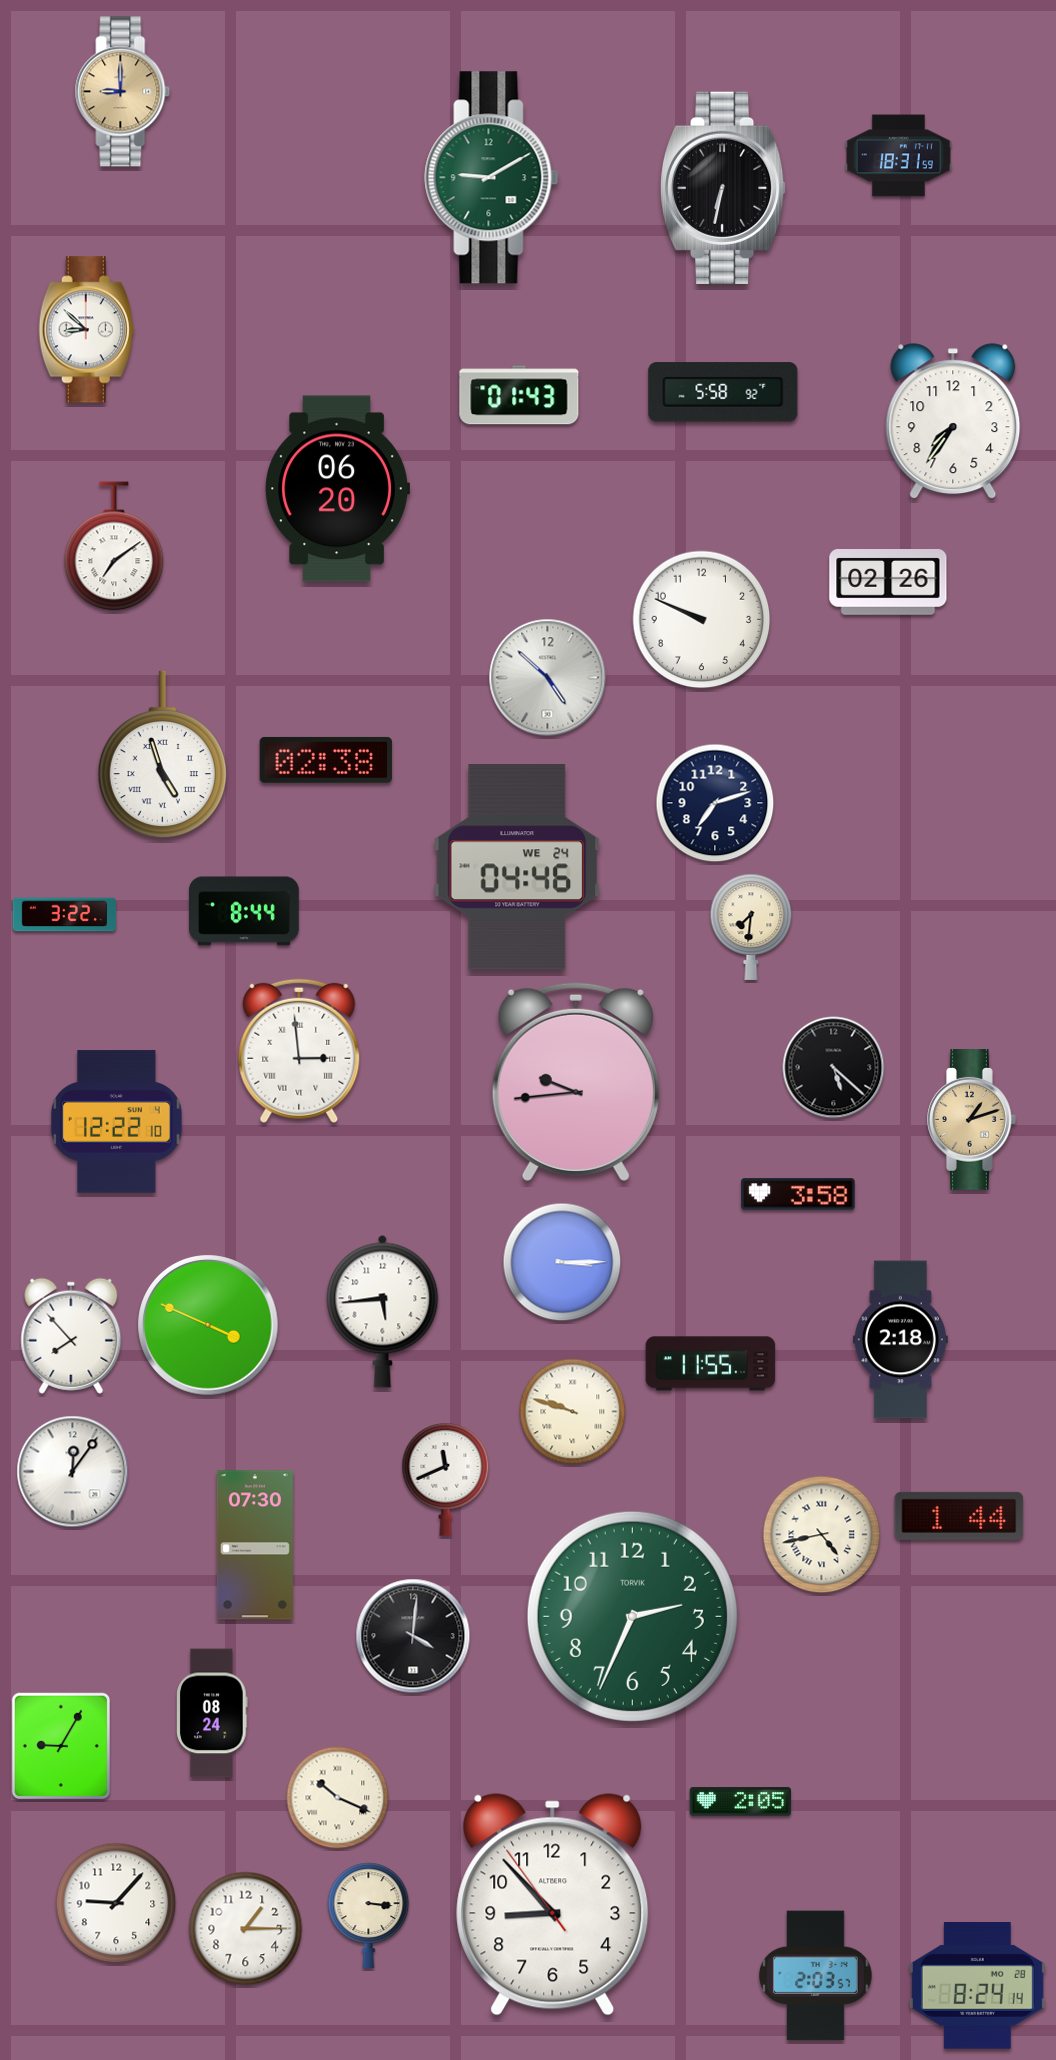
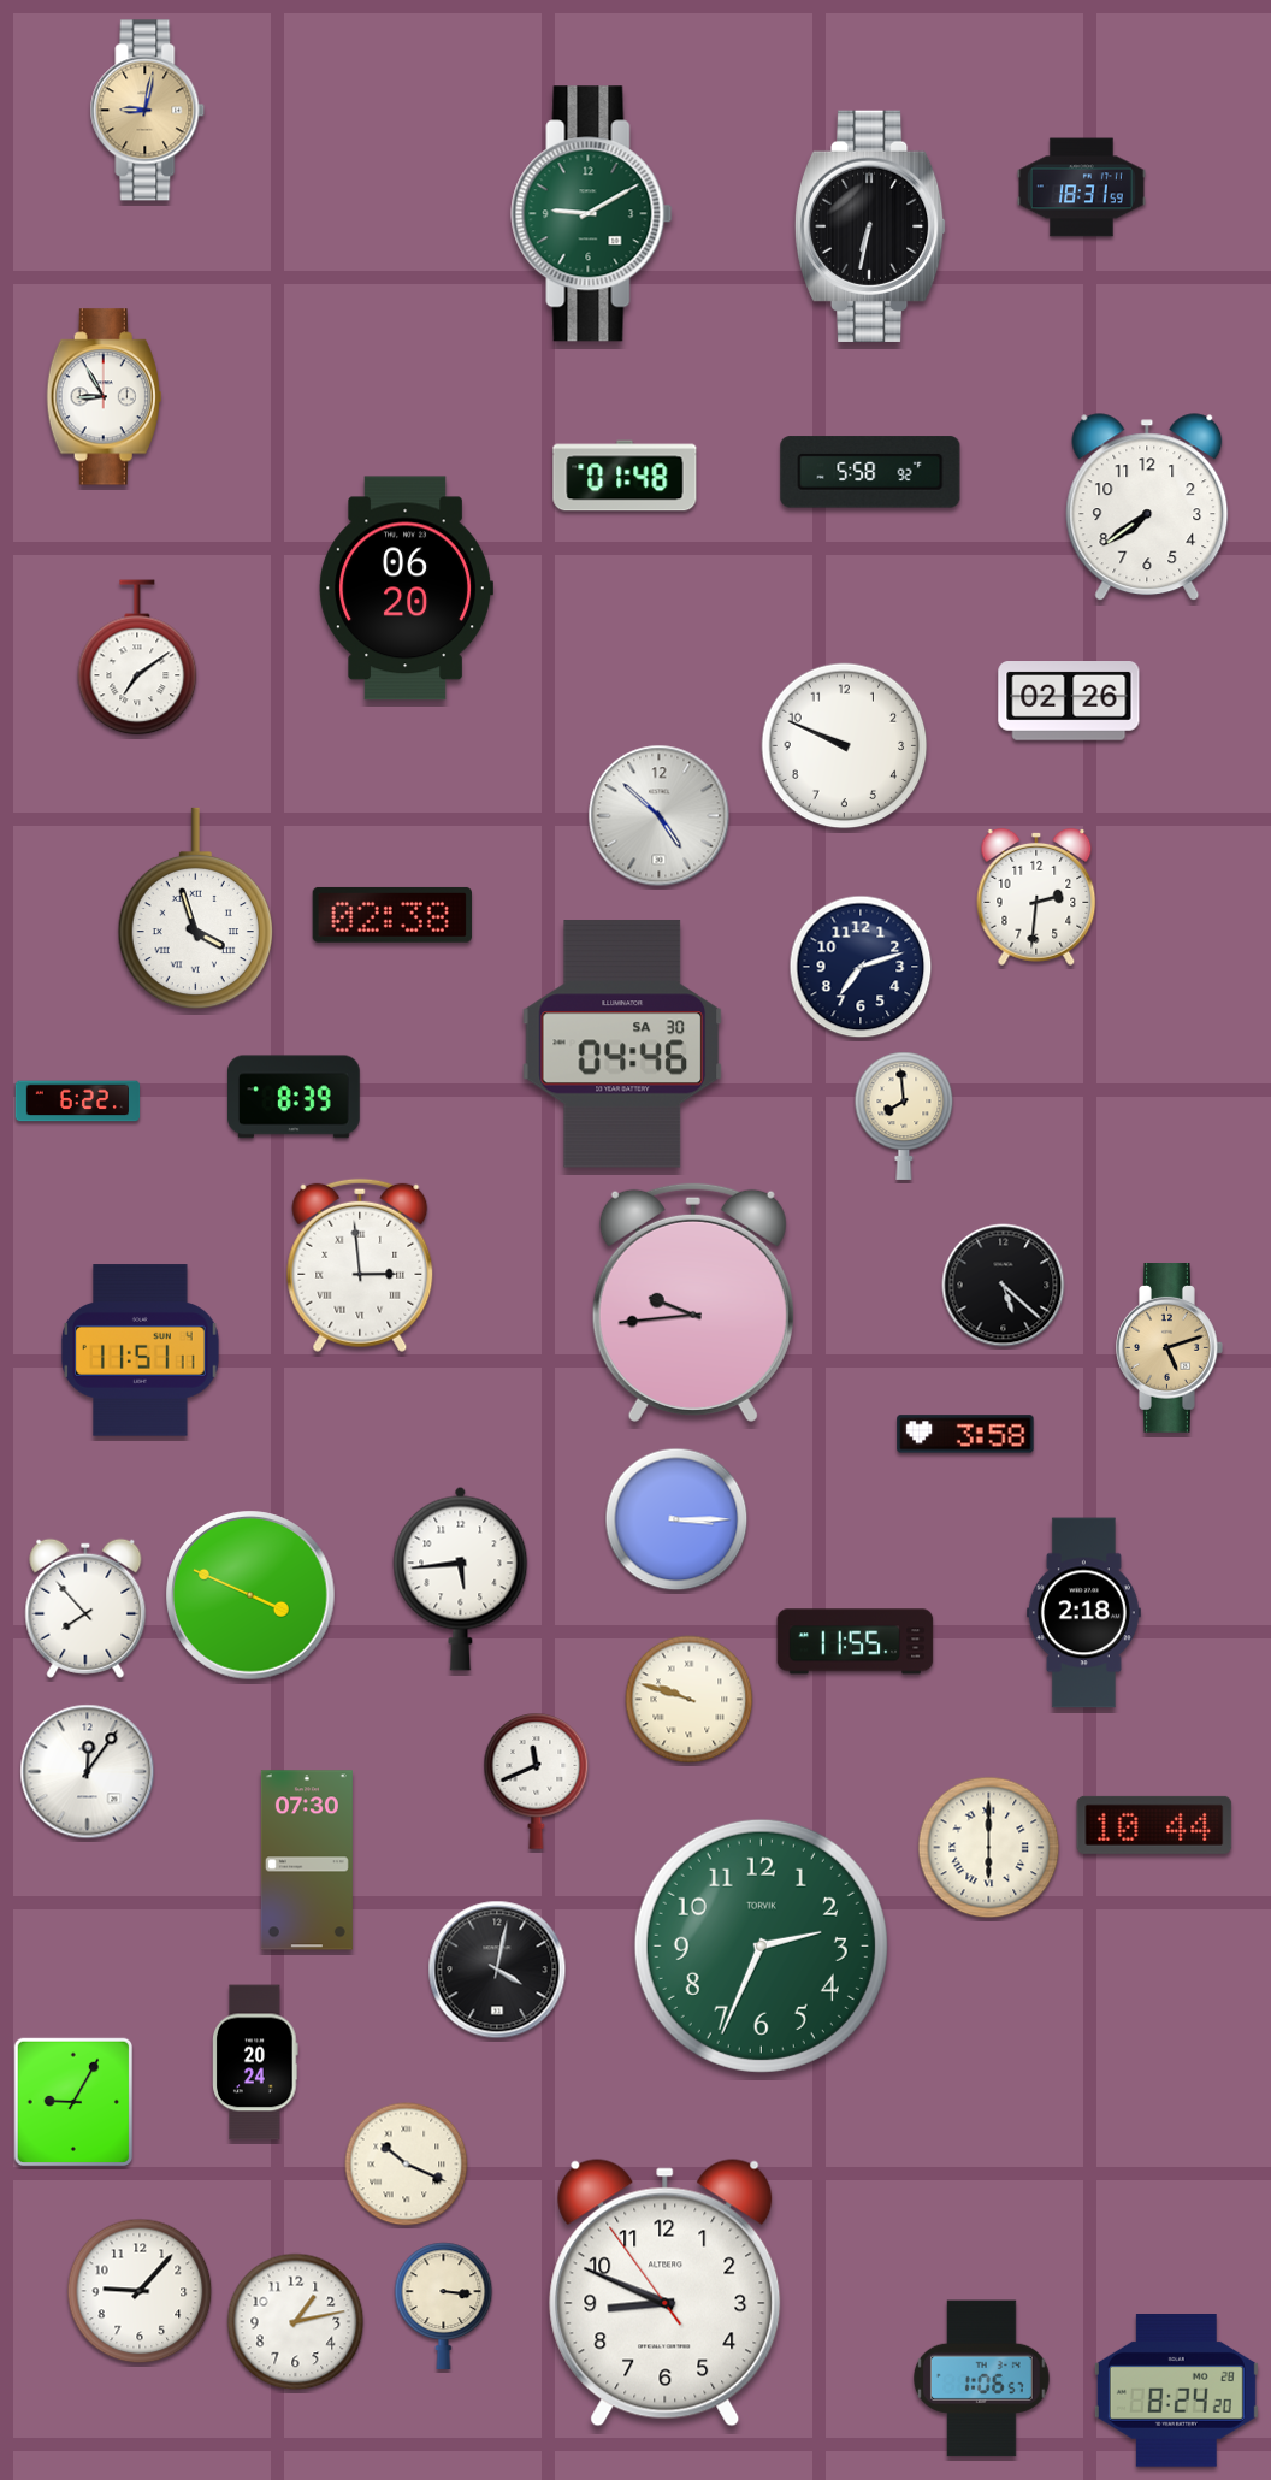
clock at (123, 92): 9:00 -> 9:02
clock at (86, 330): 8:52 -> 8:55
clock at (519, 395): 01:43 -> 01:48
clock at (953, 422): 7:36 -> 7:39
clock at (1036, 897): none -> 2:31
clock at (162, 755): 4:57 -> 3:57
clock at (517, 867) date: WE 24 -> SA 30
clock at (245, 911): 8:44 -> 8:39
clock at (65, 915): 3:22 -> 6:22
clock at (751, 927): 7:31 -> 7:59
clock at (972, 1120): 1:12 -> 5:12
clock at (117, 1122): 12:22 -> 11:51
clock at (798, 1194) position: (798, 1194) -> (965, 1434)
clock at (959, 1516): 1:44 -> 10:44
clock at (822, 1535): 4:43 -> 6:00
clock at (413, 1636): 4:01 -> 4:02
clock at (212, 1713): 08:24 -> 20:24
clock at (741, 1802): 2:05 -> none
clock at (553, 1905): 8:52 -> 8:48
clock at (246, 1929): 1:15 -> 1:13
clock at (816, 1976): 2:03 -> 1:06
clock at (977, 1986): 8:24:14 -> 8:24:20
